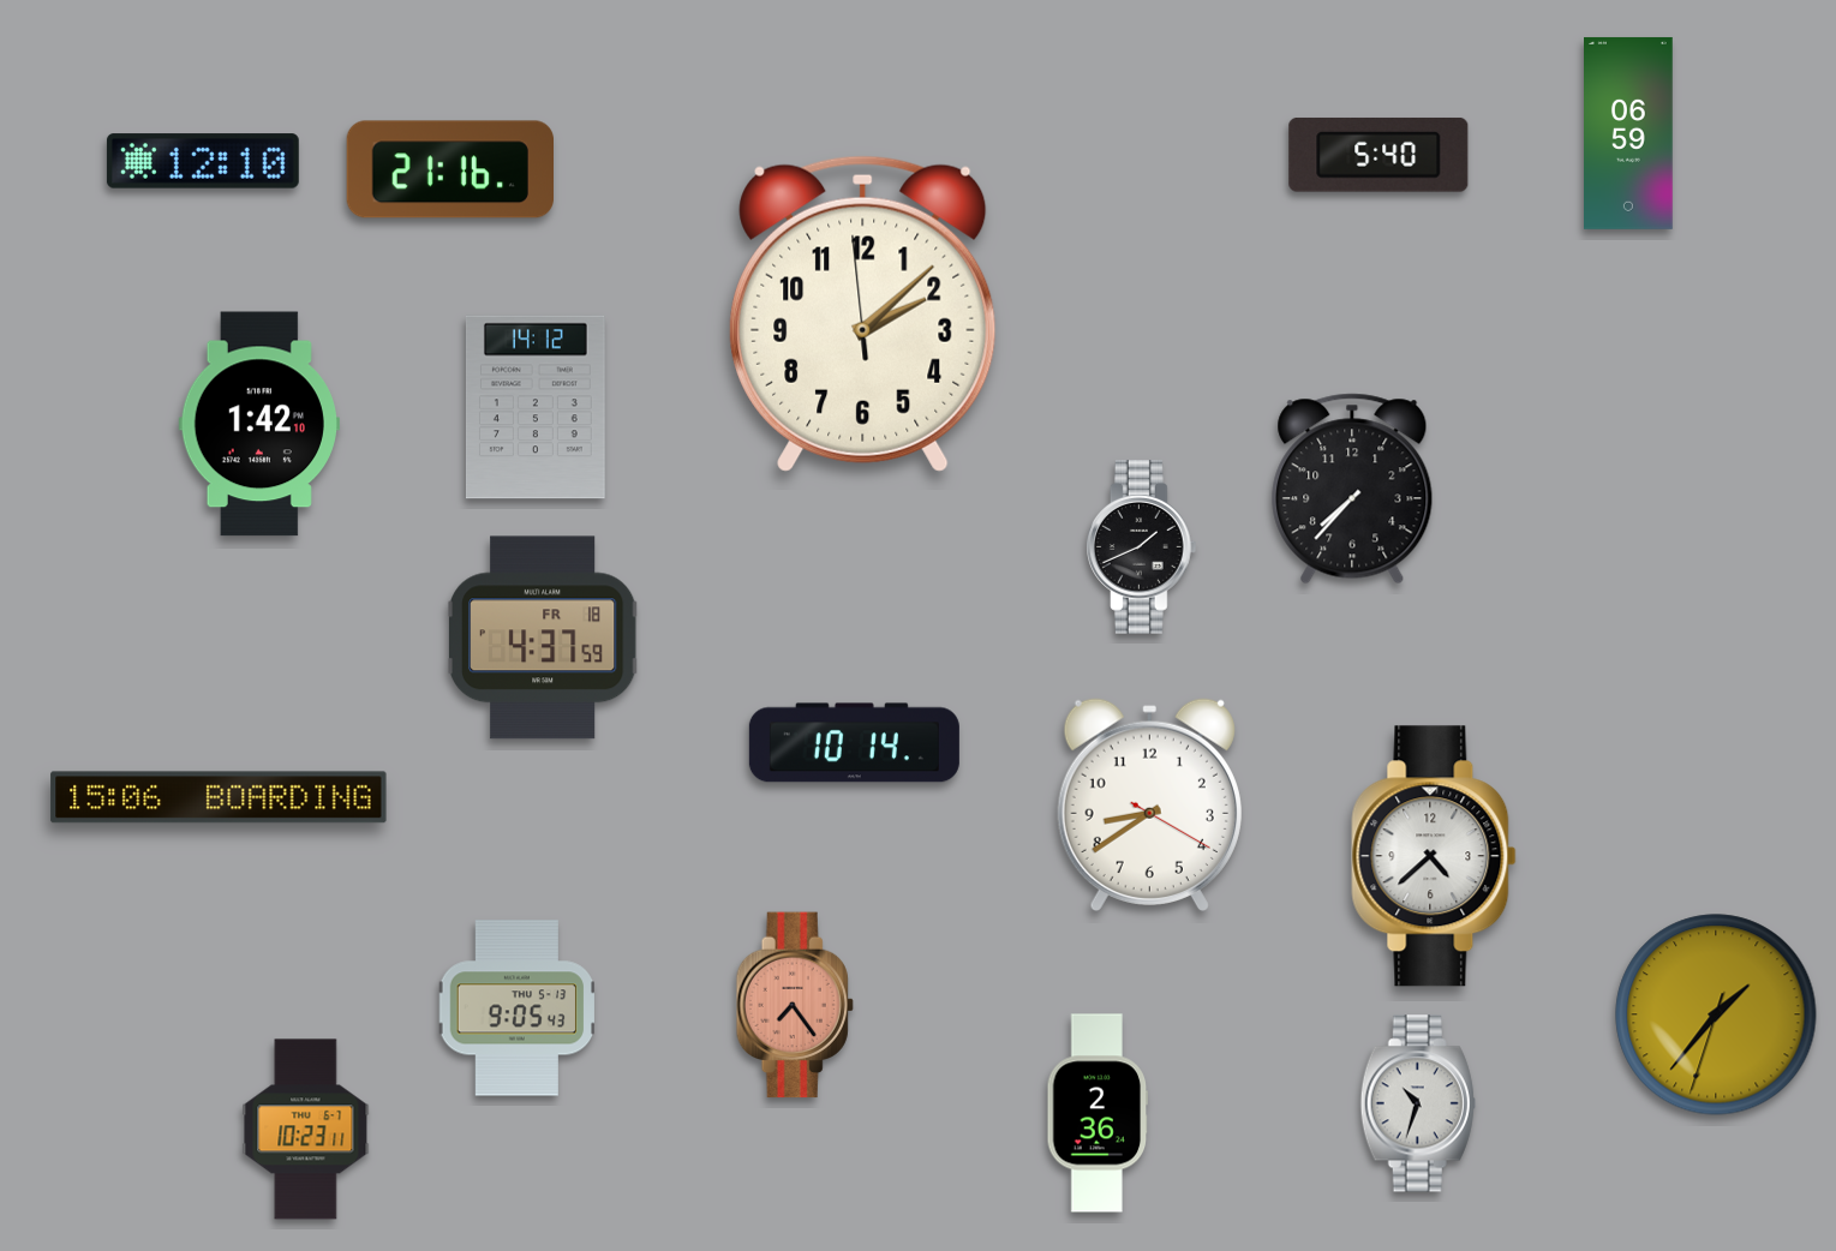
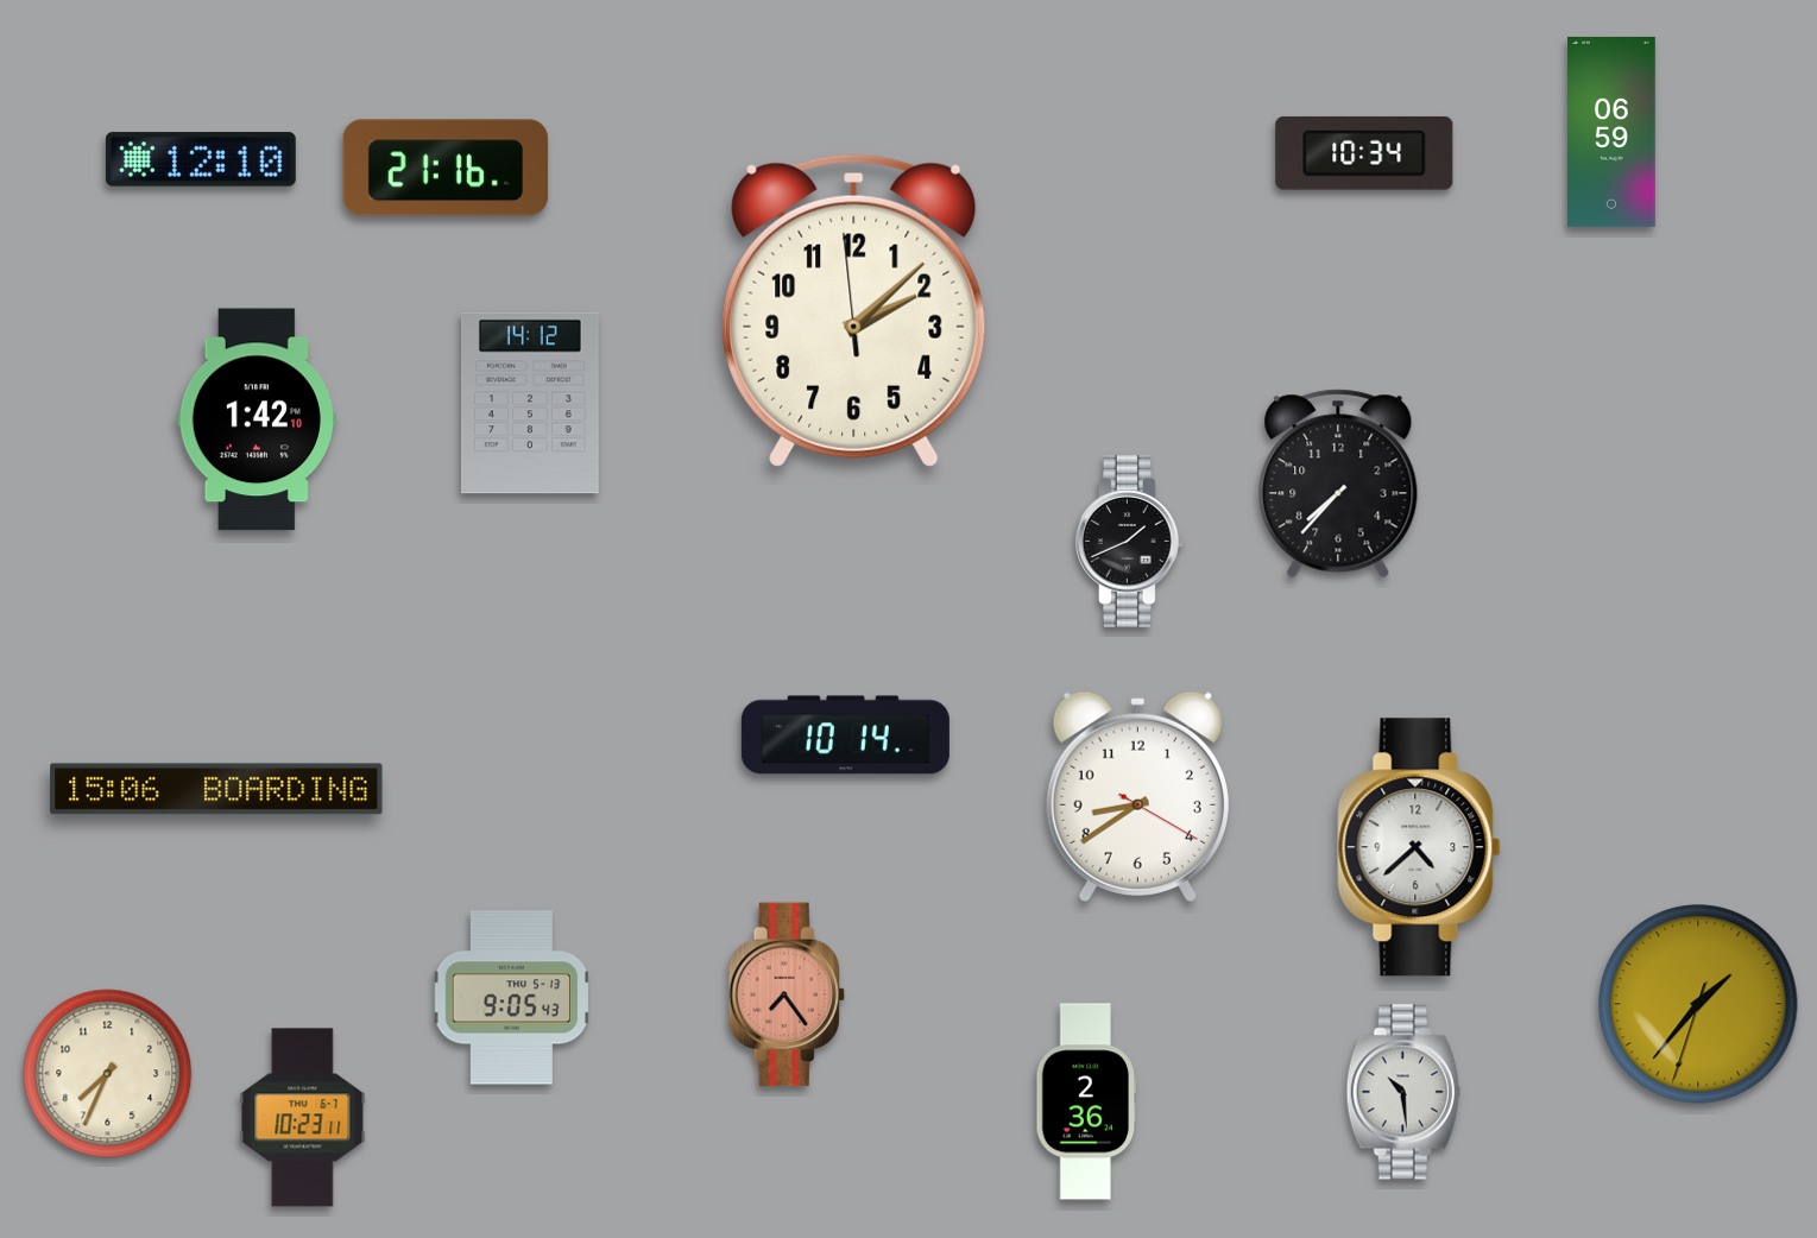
clock at (1379, 155): 5:40 -> 10:34
clock at (543, 638): 4:37 -> none
clock at (108, 1074): none -> 7:34
clock at (1418, 1103): 10:33 -> 10:29
